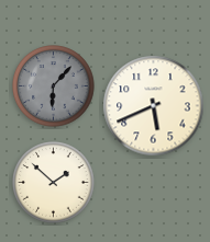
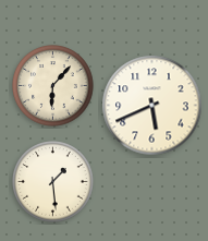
clock at (54, 87) dial: grey -> cream
clock at (54, 183): 1:52 -> 1:29
